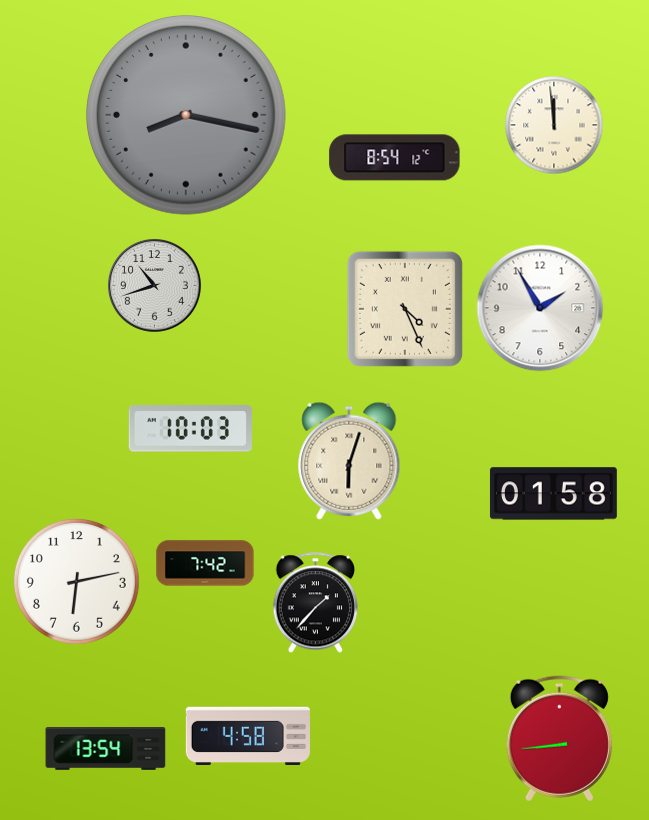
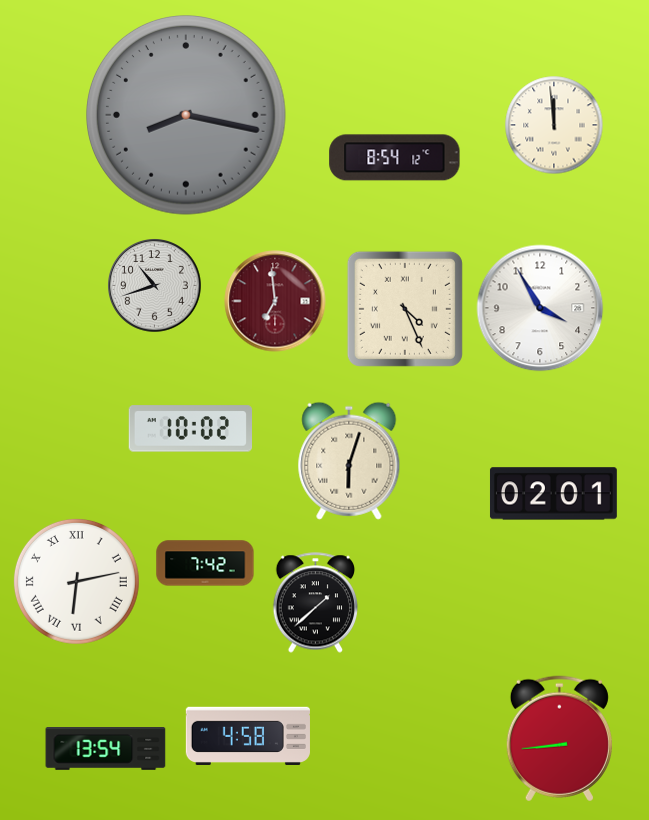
clock at (275, 301): none -> 6:59
clock at (540, 308): 1:55 -> 3:55
clock at (190, 429): 10:03 -> 10:02
clock at (553, 494): 01:58 -> 02:01
clock at (76, 581) numerals: Arabic -> Roman
clock at (315, 603): 1:37 -> 1:38
